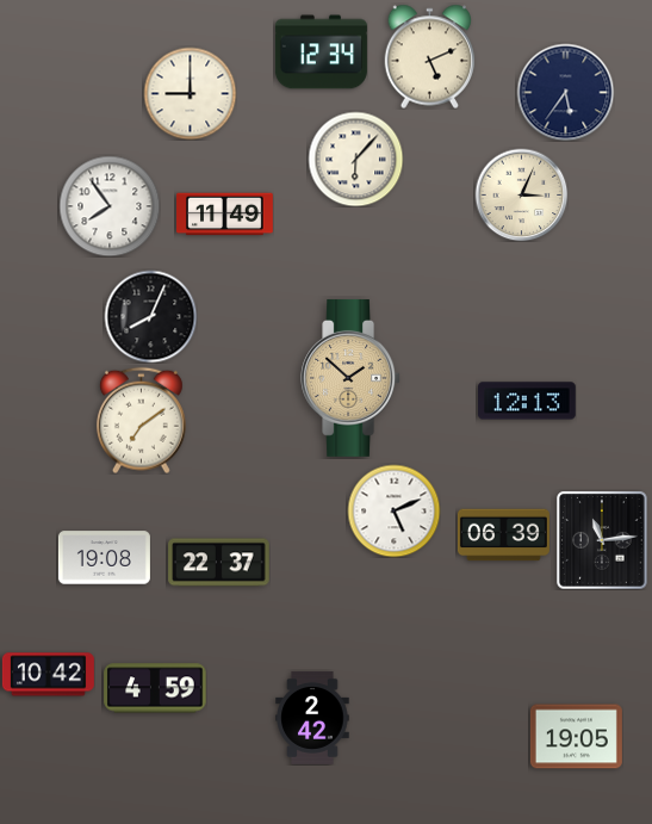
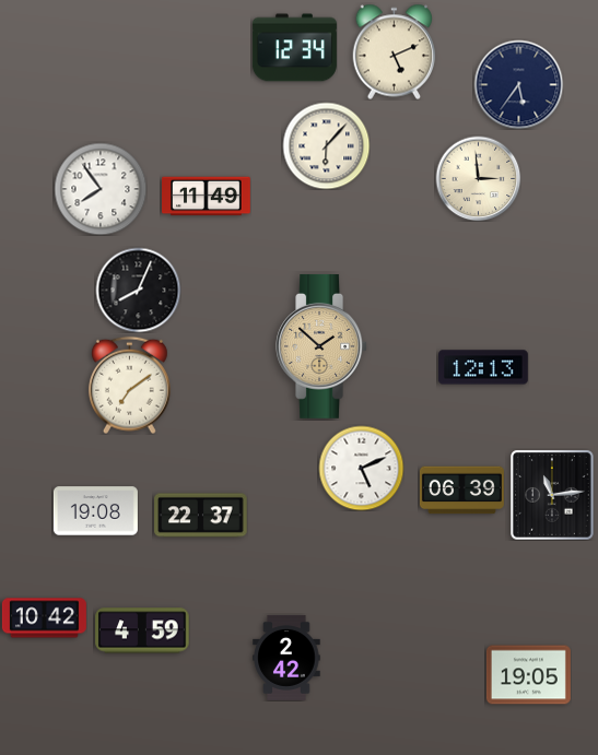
clock at (190, 93): 9:00 -> none
clock at (521, 194): 3:04 -> 2:59
